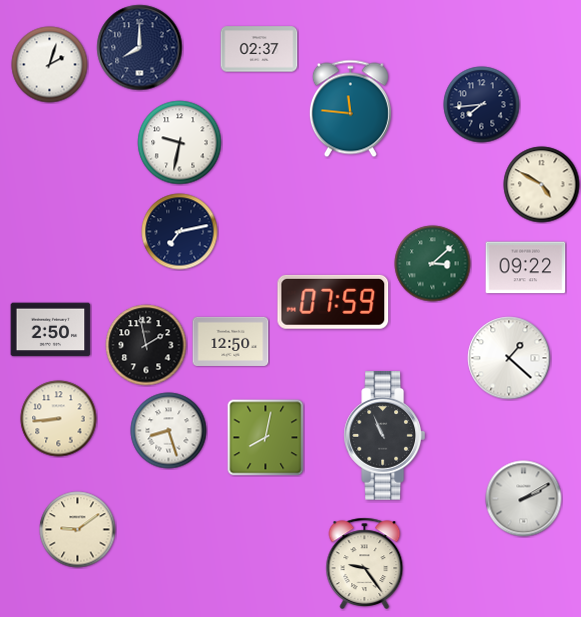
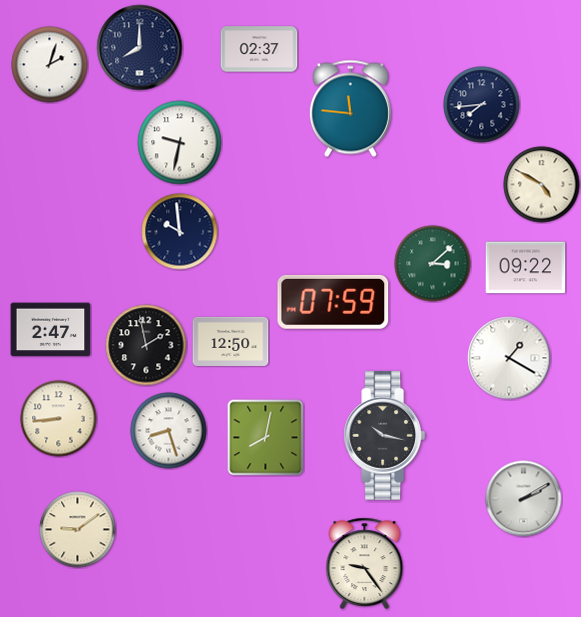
clock at (180, 232): 7:13 -> 9:59
clock at (51, 330): 2:50 -> 2:47
clock at (509, 358): 1:22 -> 1:20
clock at (384, 436): 10:56 -> 10:17
